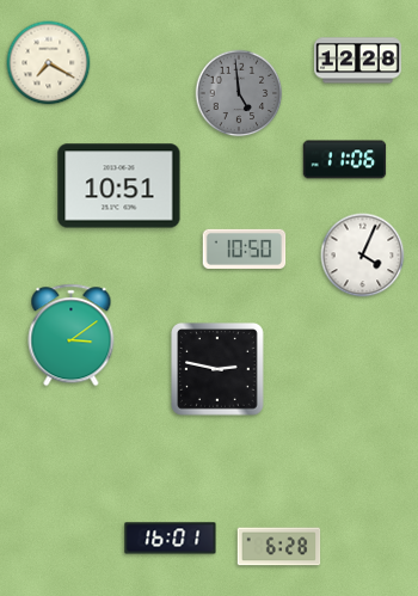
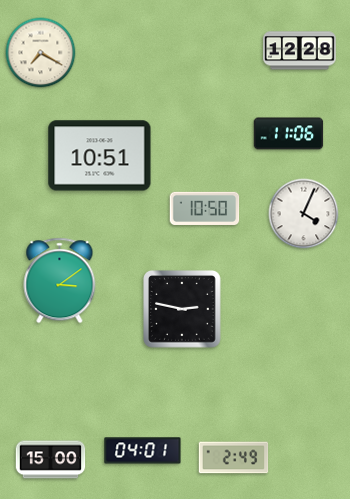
clock at (239, 93): 4:59 -> none
clock at (171, 539): 16:01 -> 04:01
clock at (279, 547): 6:28 -> 2:49
clock at (51, 460): none -> 15:00
